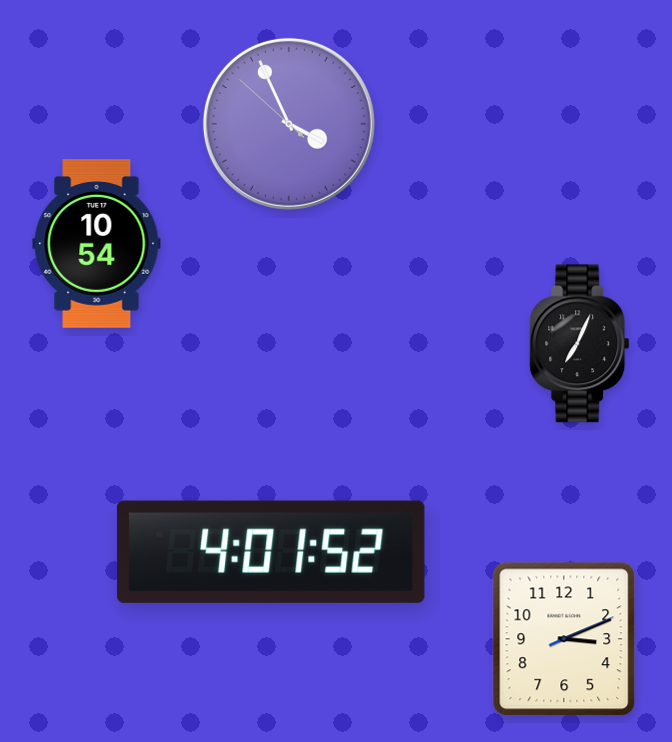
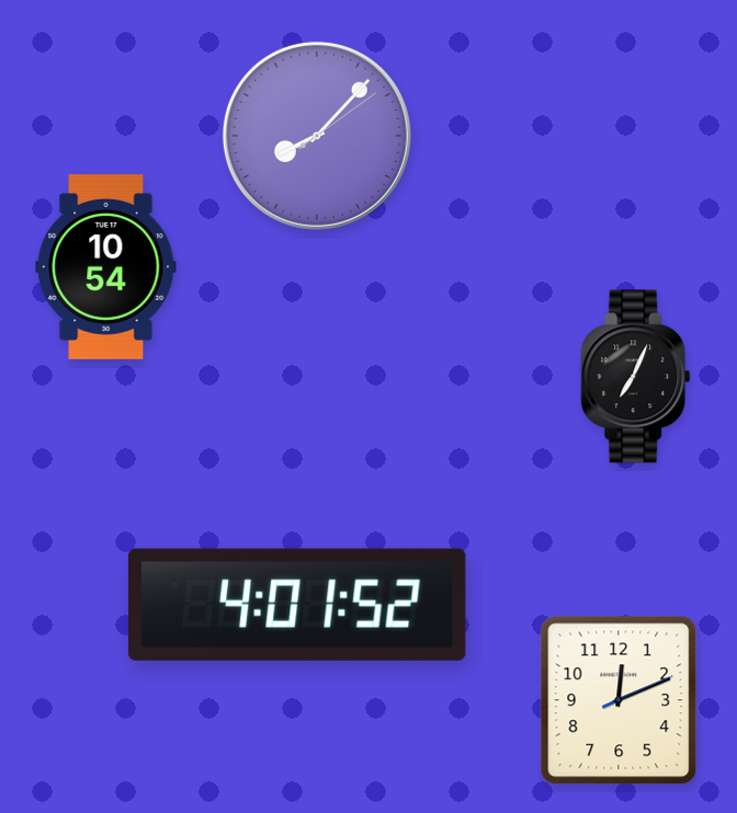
clock at (289, 124): 3:55 -> 8:07
clock at (564, 639): 3:11 -> 12:11
